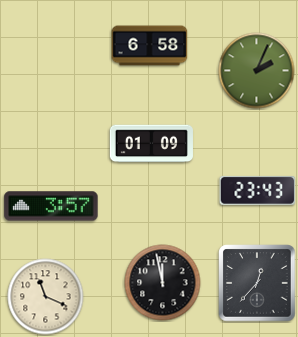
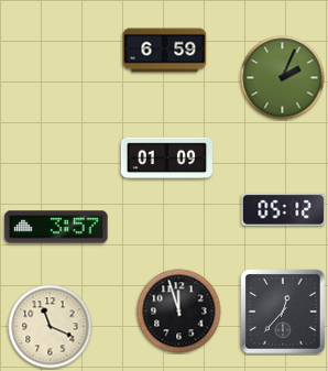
clock at (150, 46): 6:58 -> 6:59
clock at (258, 190): 23:43 -> 05:12
clock at (163, 283): 11:58 -> 11:57
